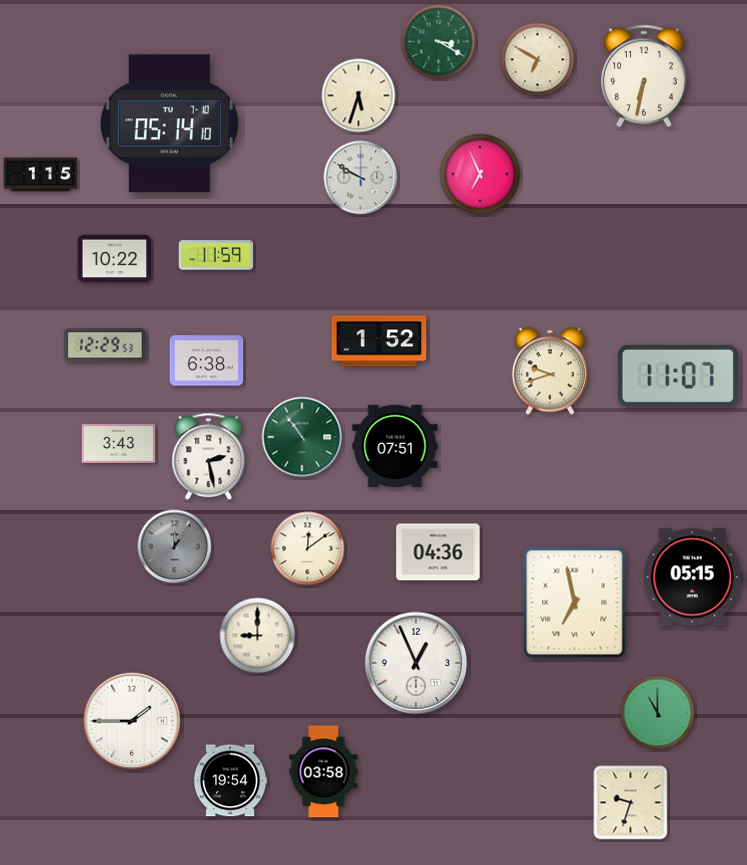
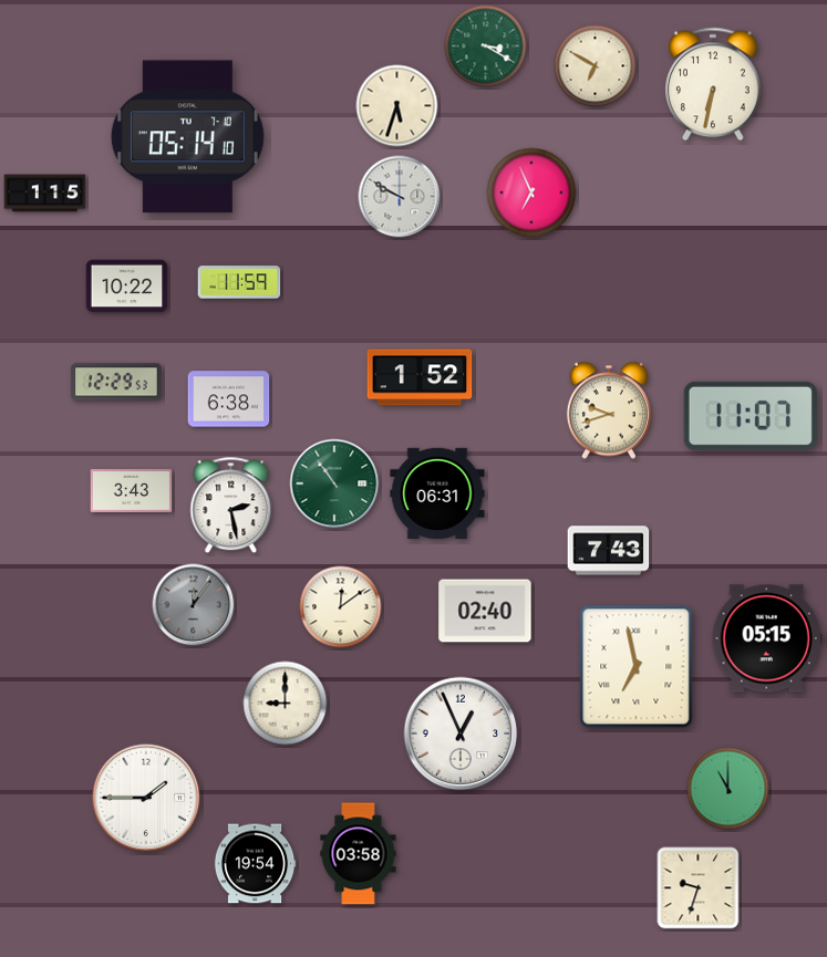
clock at (395, 445): 07:51 -> 06:31
clock at (609, 551): none -> 7:43
clock at (438, 552): 04:36 -> 02:40
